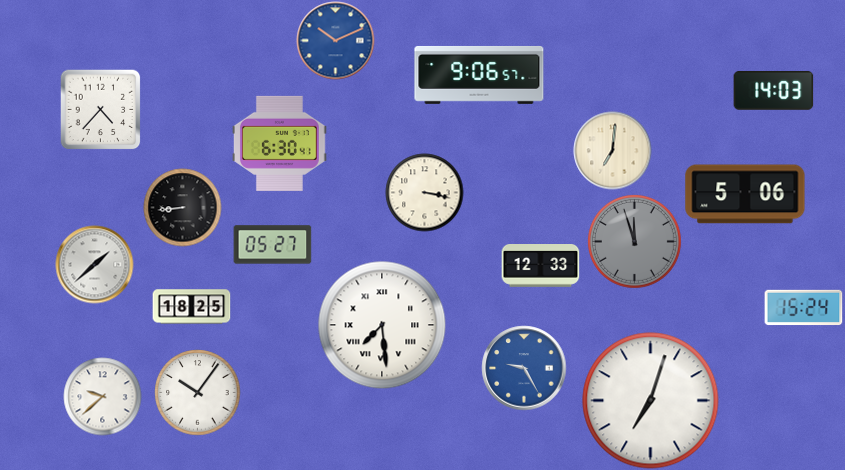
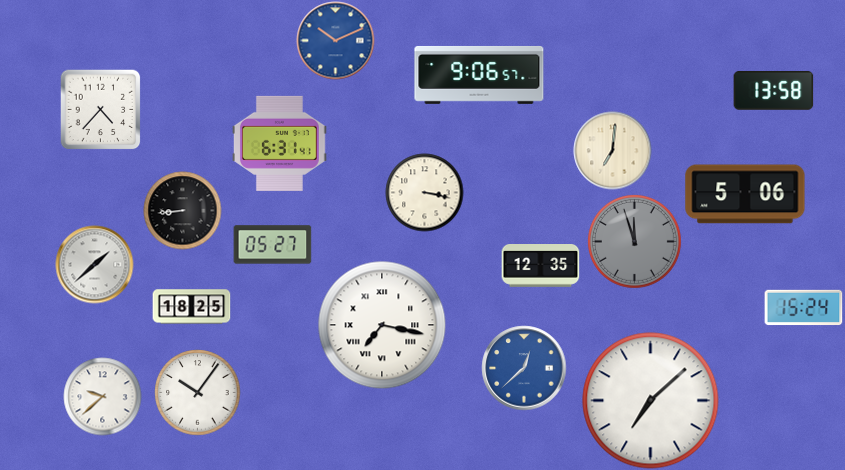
clock at (773, 91): 14:03 -> 13:58
clock at (280, 143): 6:30 -> 6:31
clock at (182, 207) position: (182, 207) -> (182, 210)
clock at (540, 266): 12:33 -> 12:35
clock at (382, 325): 7:29 -> 7:17
clock at (524, 368): 9:25 -> 12:38
clock at (651, 401): 7:03 -> 7:08
